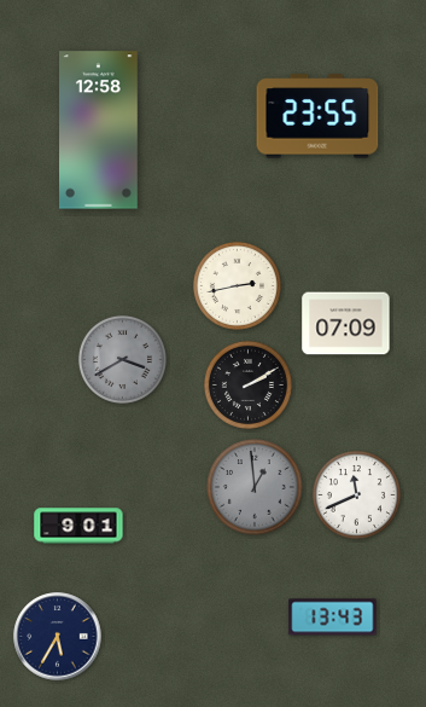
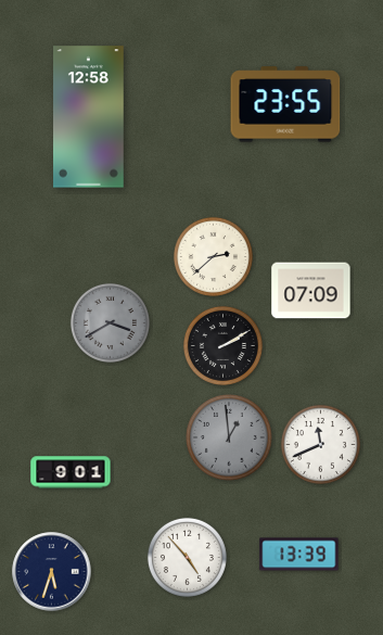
clock at (237, 285): 2:43 -> 2:38
clock at (333, 618): 13:43 -> 13:39
clock at (187, 557): none -> 4:53
clock at (58, 637): 5:35 -> 5:33
